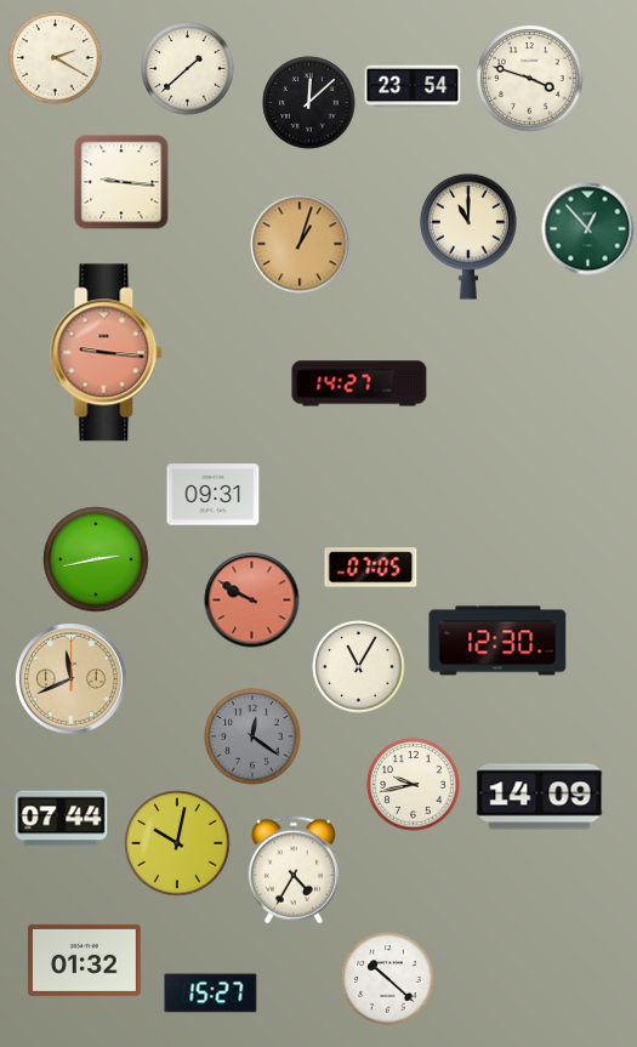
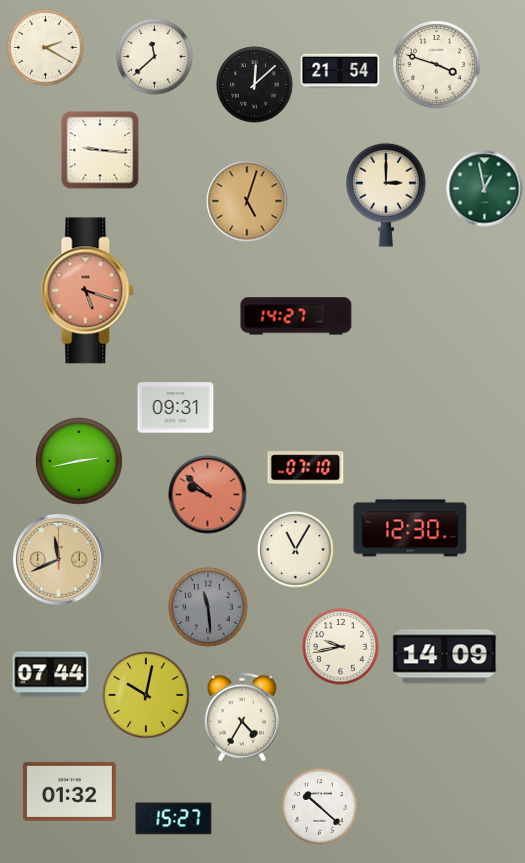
clock at (188, 69): 1:38 -> 11:38
clock at (413, 86): 23:54 -> 21:54
clock at (588, 229): 12:53 -> 12:58
clock at (470, 237): 11:00 -> 3:00
clock at (300, 244): 1:03 -> 5:03
clock at (107, 353): 9:16 -> 5:18
clock at (371, 568): 07:05 -> 07:10
clock at (252, 601): 9:50 -> 9:52
clock at (252, 736): 12:21 -> 11:29
